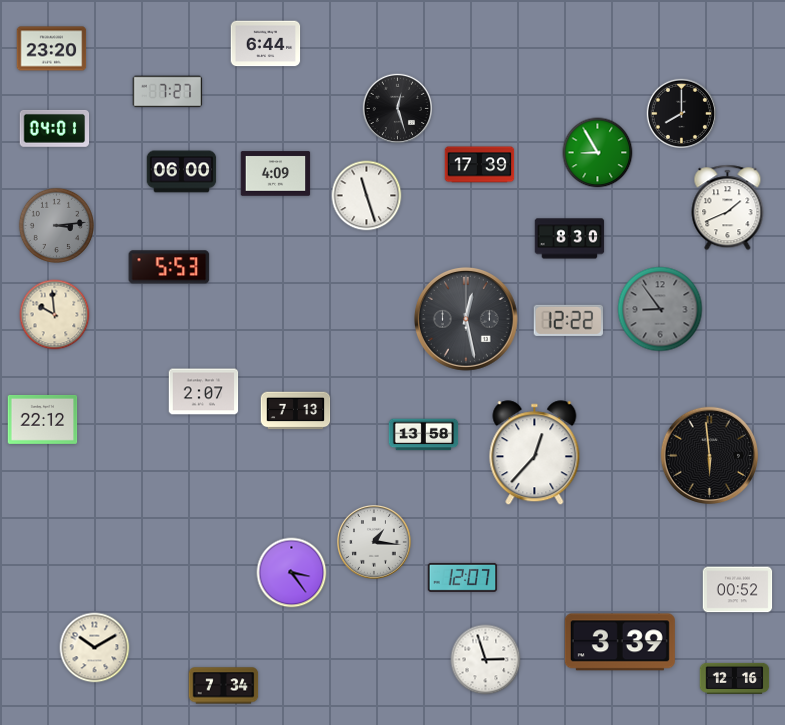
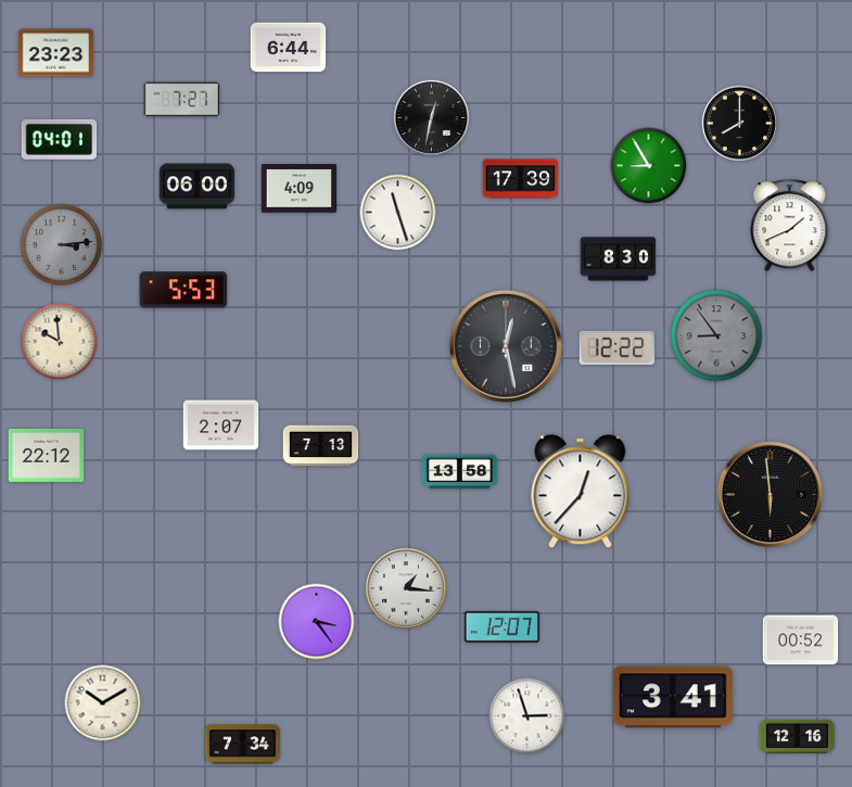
clock at (52, 49): 23:20 -> 23:23
clock at (397, 108): 12:27 -> 12:32
clock at (620, 642): 3:39 -> 3:41
